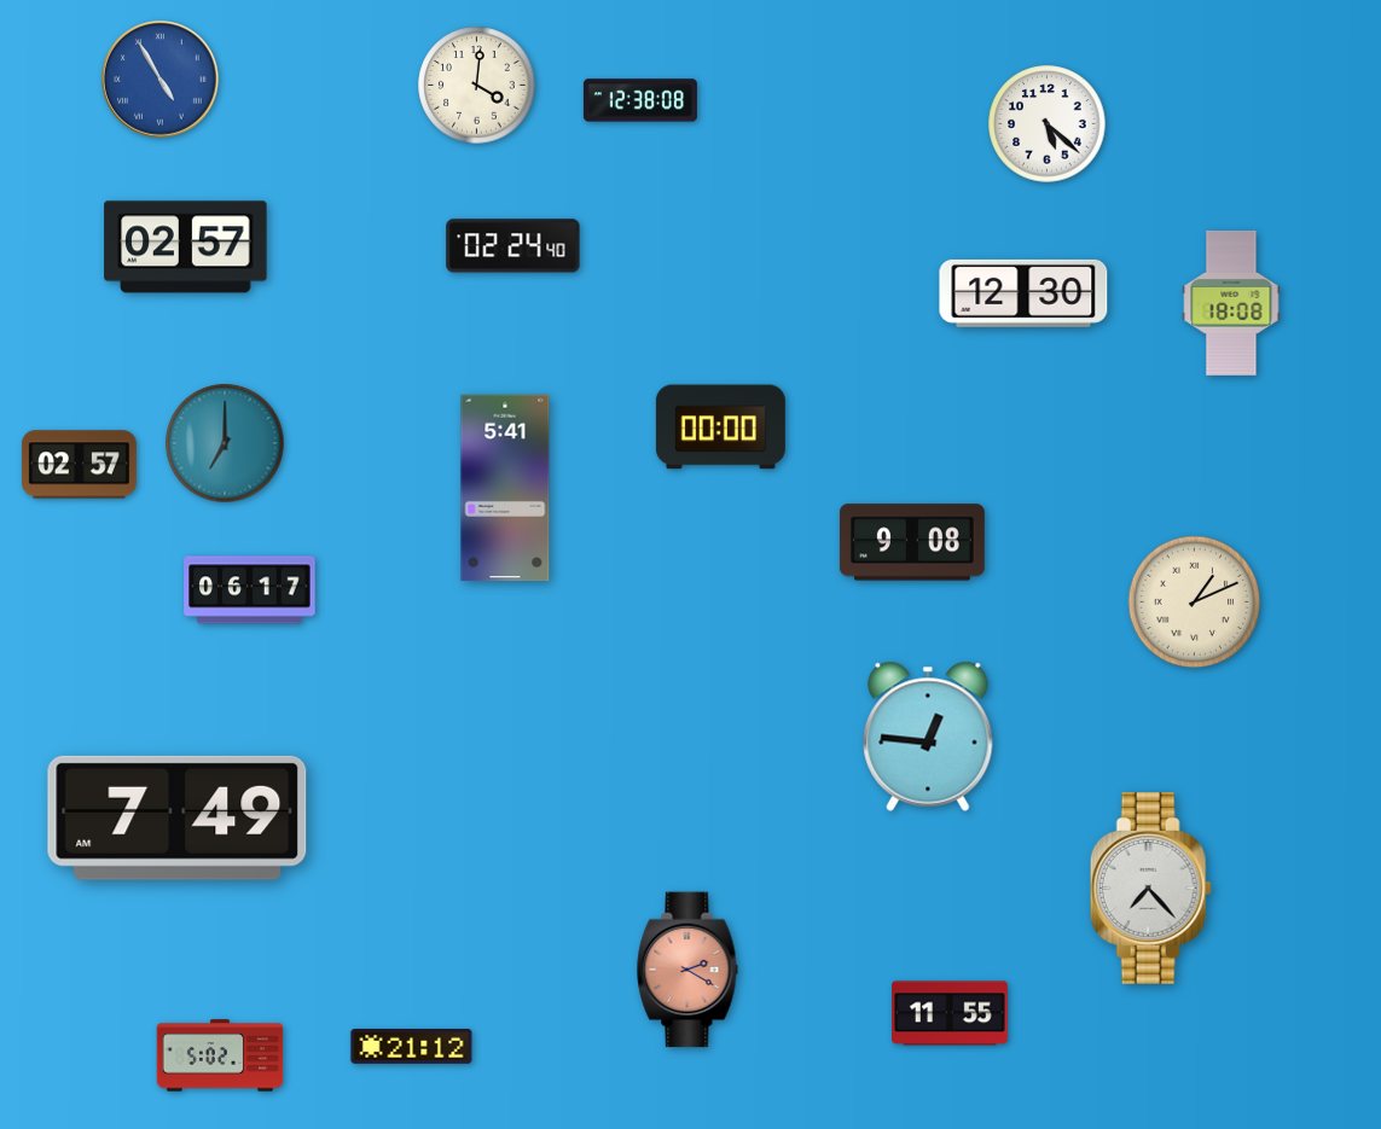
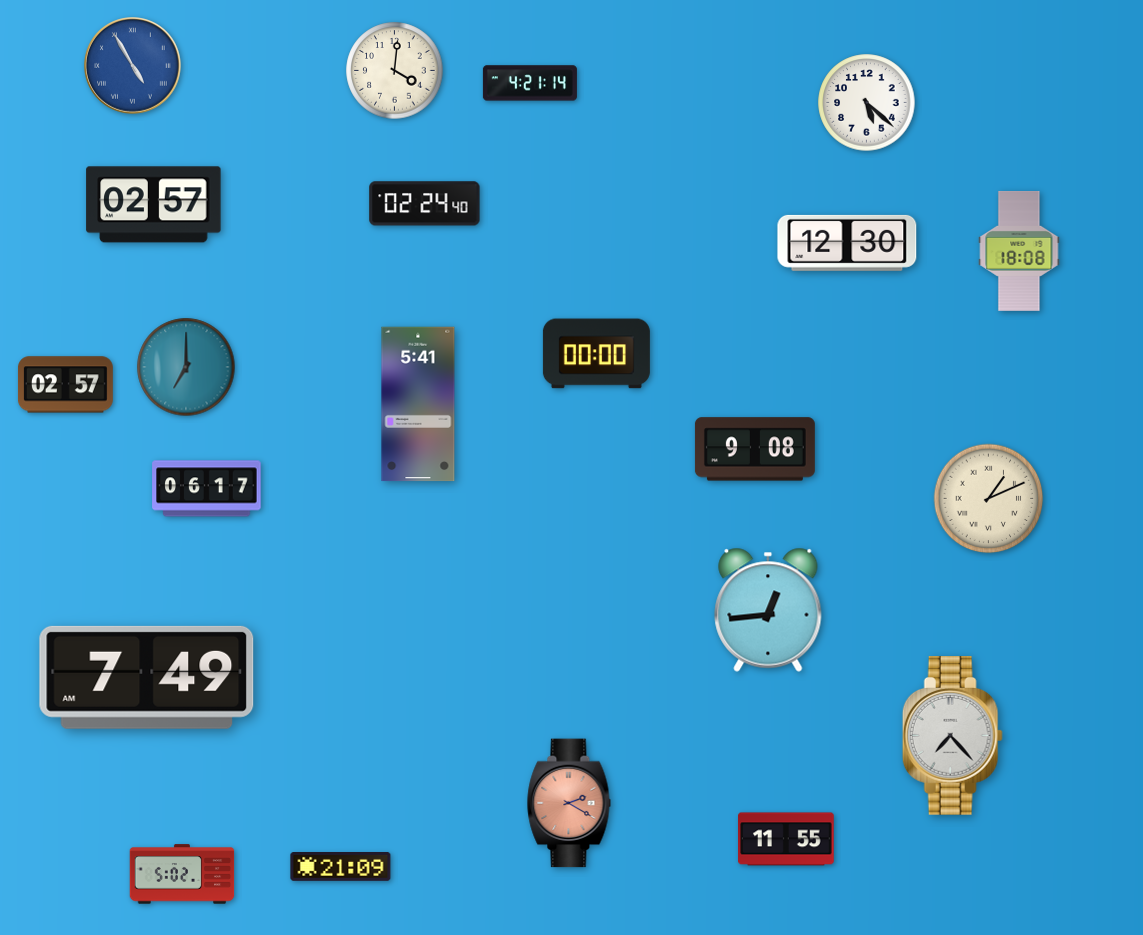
clock at (640, 100): 12:38 -> 4:21
clock at (928, 737): 12:46 -> 12:44
clock at (412, 1047): 21:12 -> 21:09
